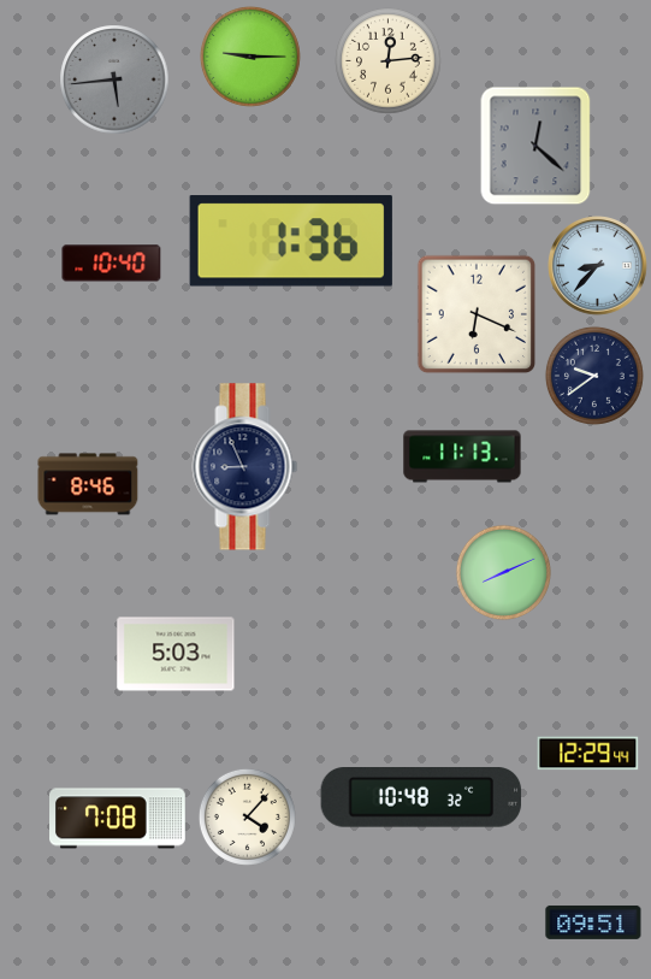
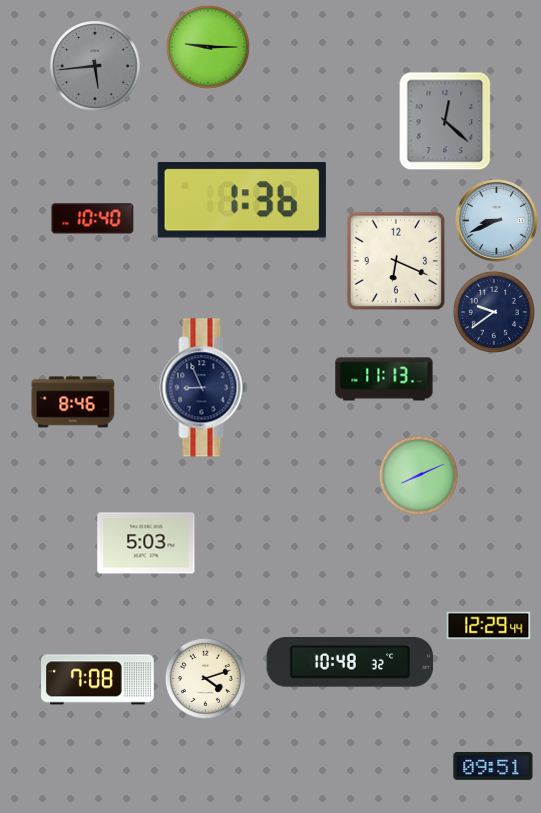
clock at (389, 61): 12:14 -> none
clock at (598, 266): 8:37 -> 8:41
clock at (247, 816): 4:07 -> 4:12
